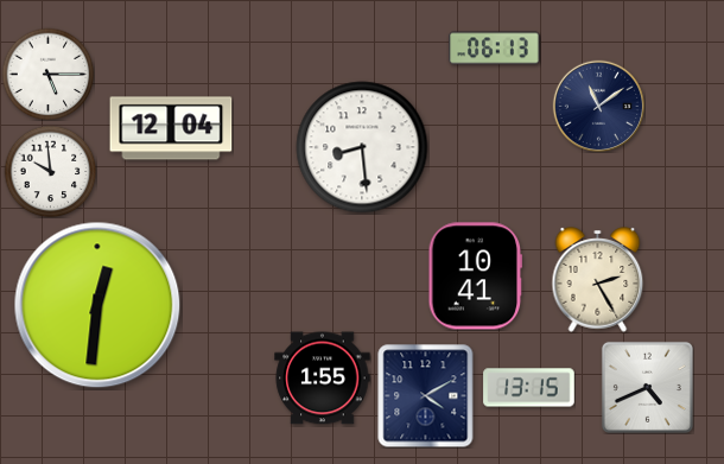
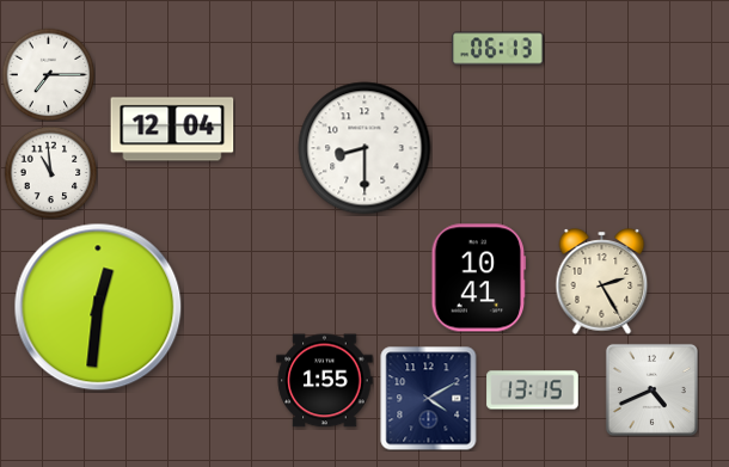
clock at (47, 74): 5:15 -> 7:15
clock at (598, 106): 11:09 -> none
clock at (362, 147): 8:29 -> 8:30
clock at (50, 171): 9:59 -> 10:59
